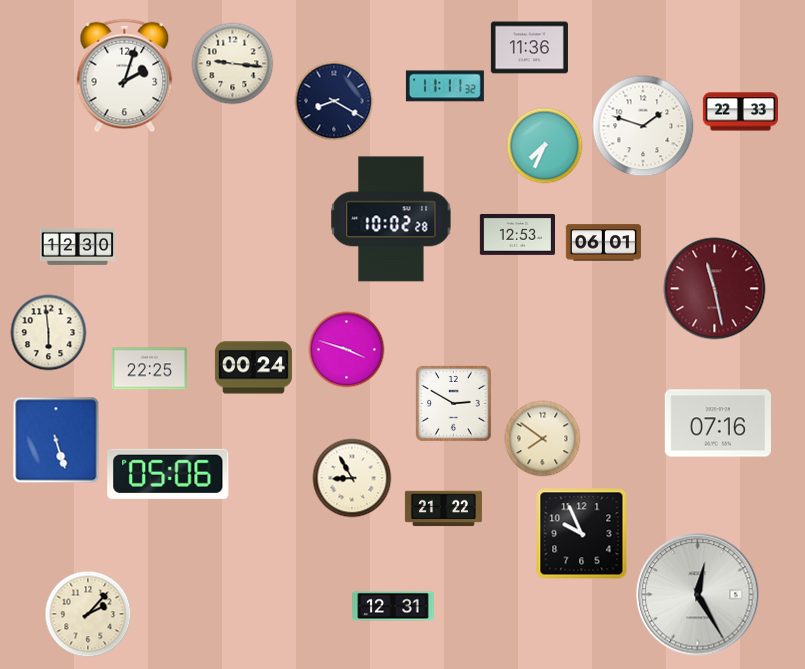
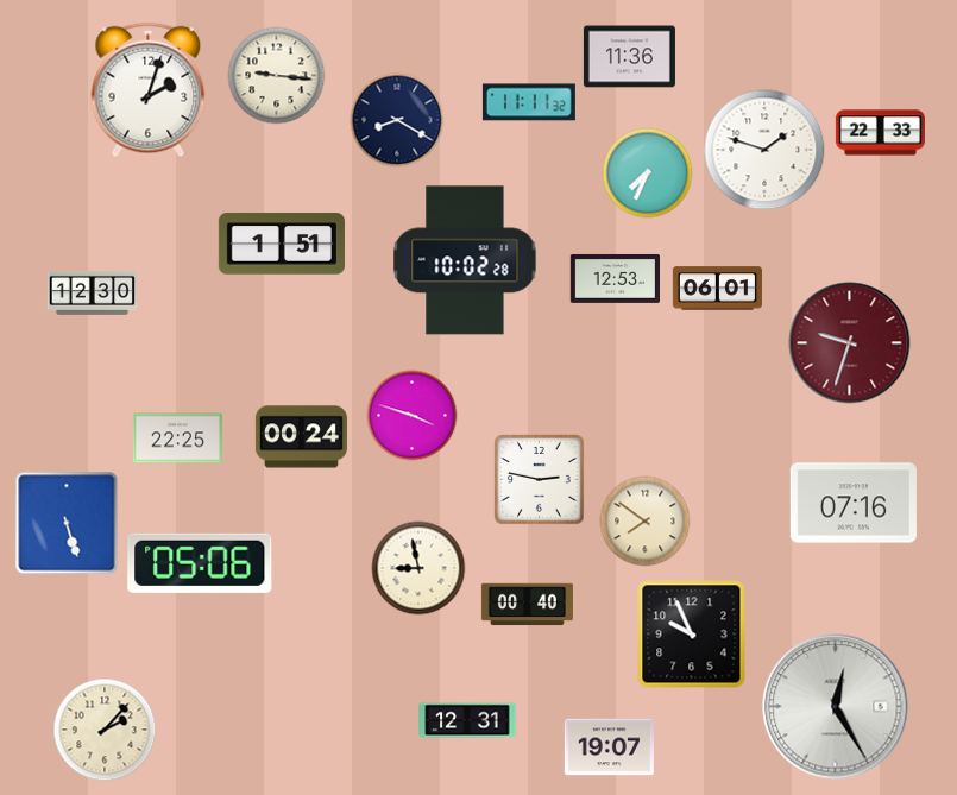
clock at (282, 244): none -> 1:51
clock at (715, 289): 11:28 -> 9:33
clock at (49, 333): 5:59 -> none
clock at (454, 404): 2:50 -> 2:47
clock at (352, 478): 8:55 -> 8:58
clock at (443, 509): 21:22 -> 00:40
clock at (698, 595) position: (698, 595) -> (836, 707)
clock at (609, 747): none -> 19:07
